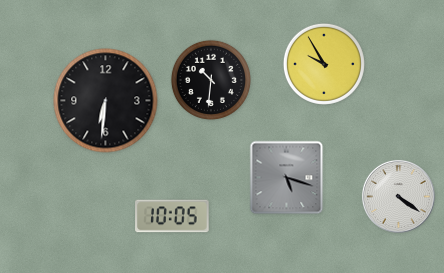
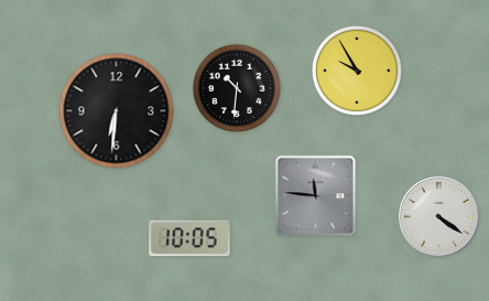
clock at (211, 80) position: (211, 80) -> (237, 88)
clock at (287, 178): 5:18 -> 11:46
